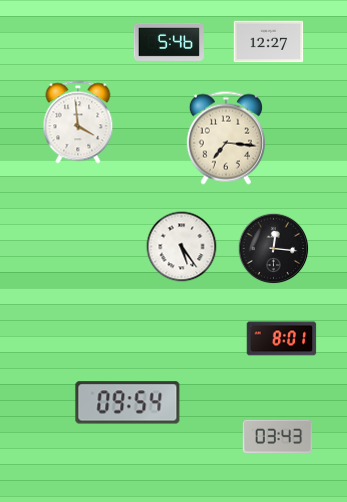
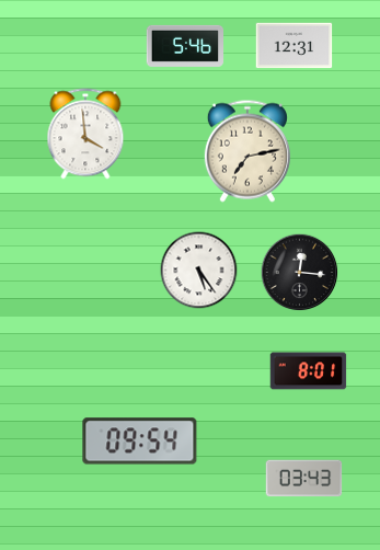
clock at (269, 42): 12:27 -> 12:31
clock at (226, 138): 7:16 -> 7:13
